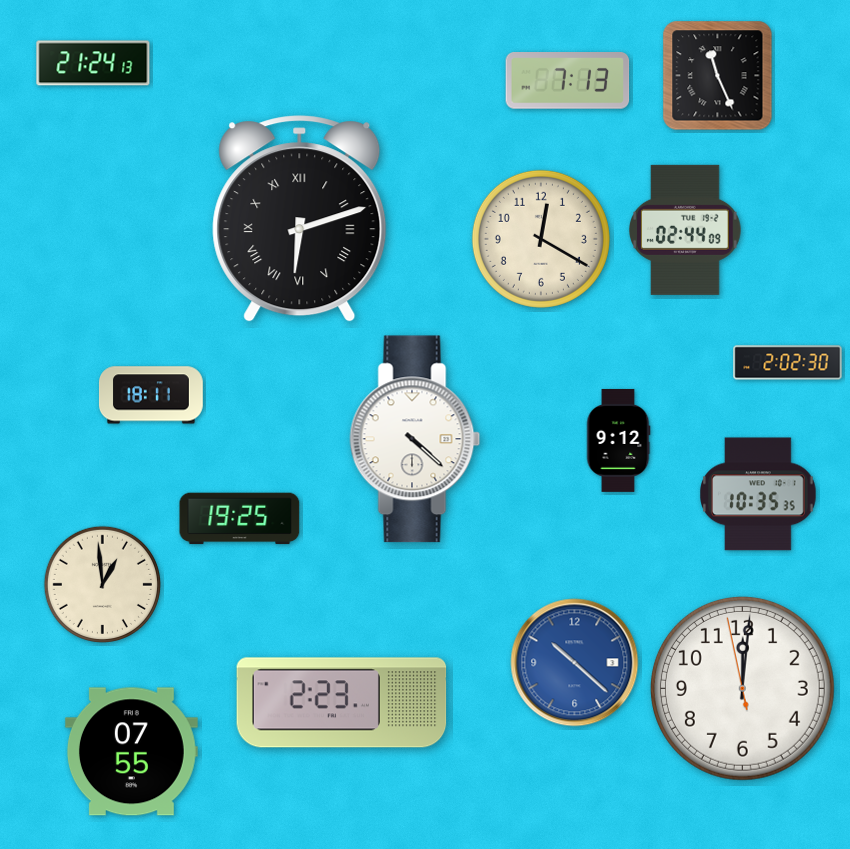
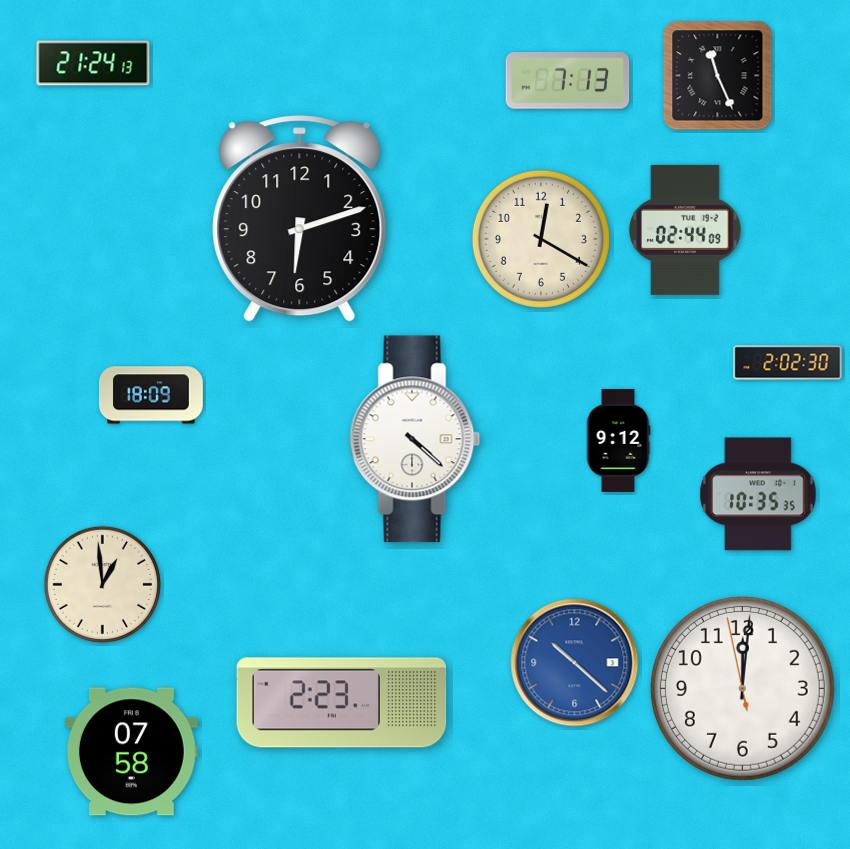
clock at (300, 219) numerals: Roman -> Arabic
clock at (151, 395): 18:11 -> 18:09
clock at (240, 519): 19:25 -> none
clock at (131, 752): 07:55 -> 07:58
